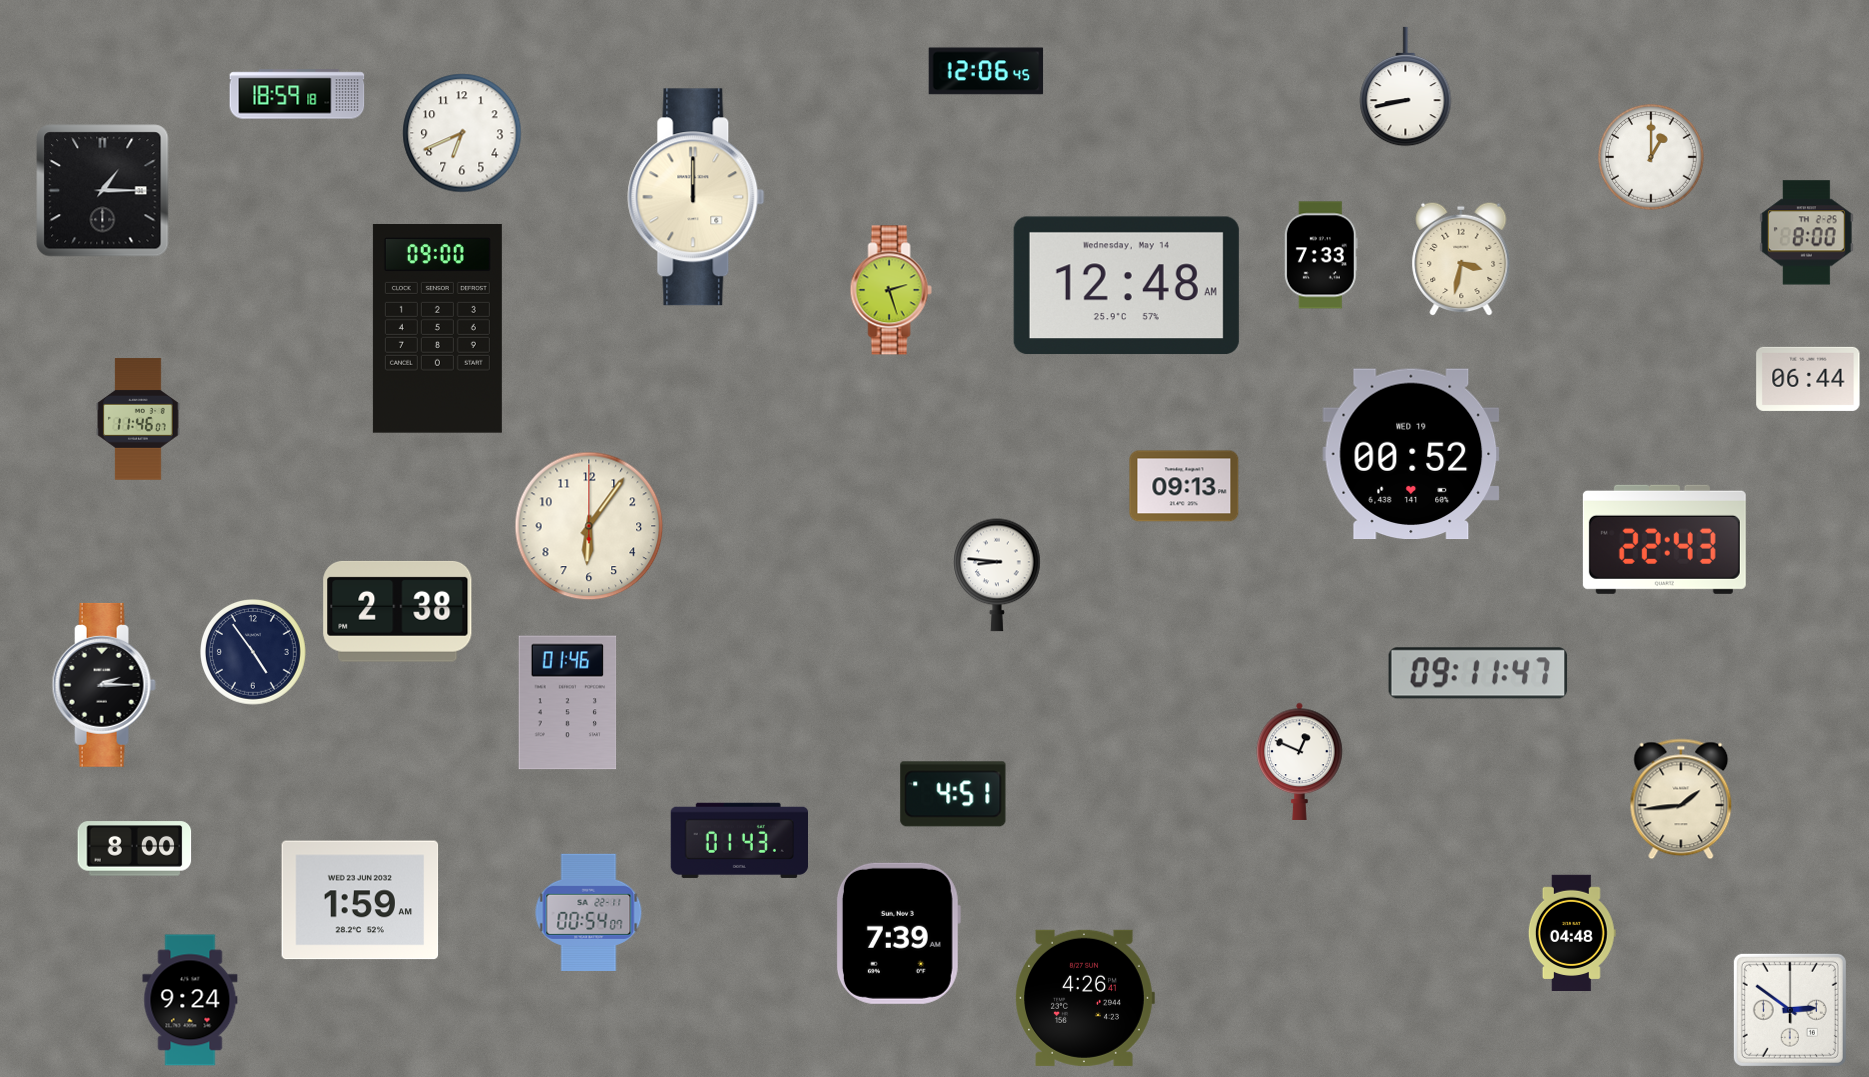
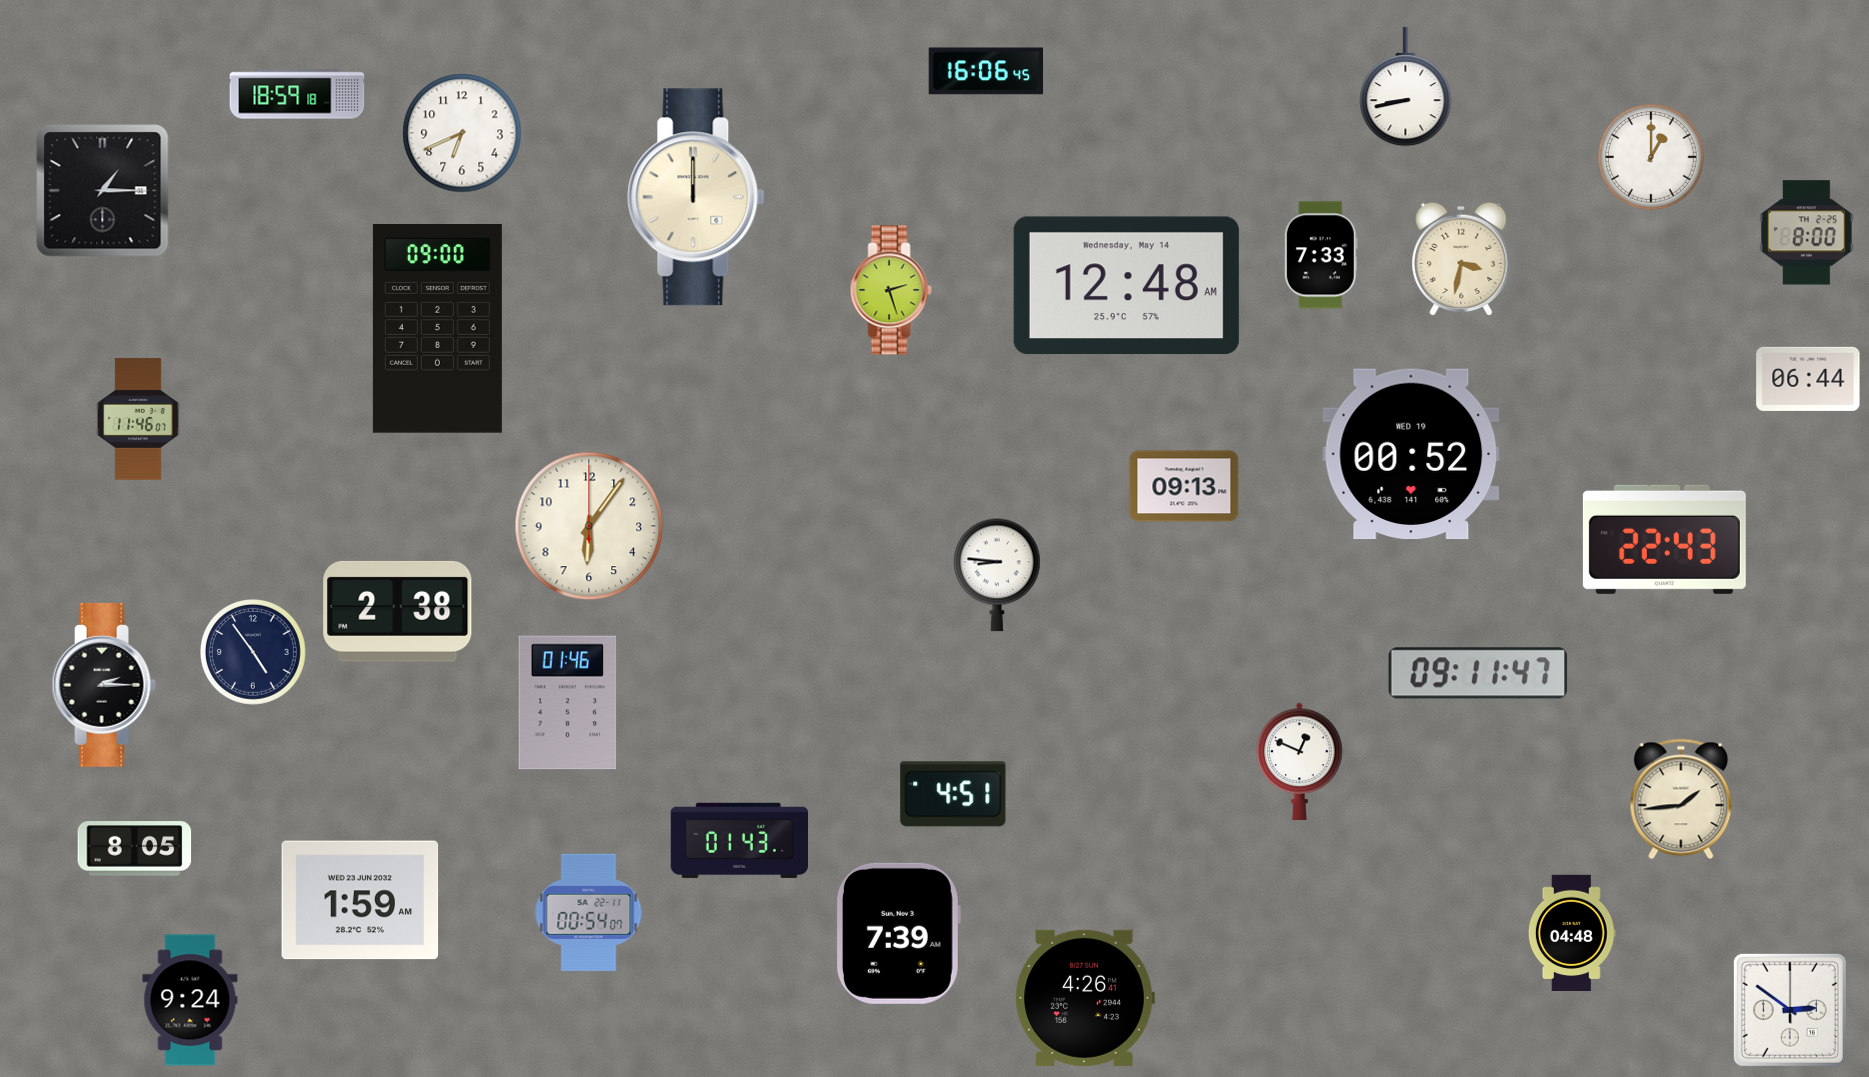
clock at (986, 71): 12:06 -> 16:06
clock at (135, 849): 8:00 -> 8:05
